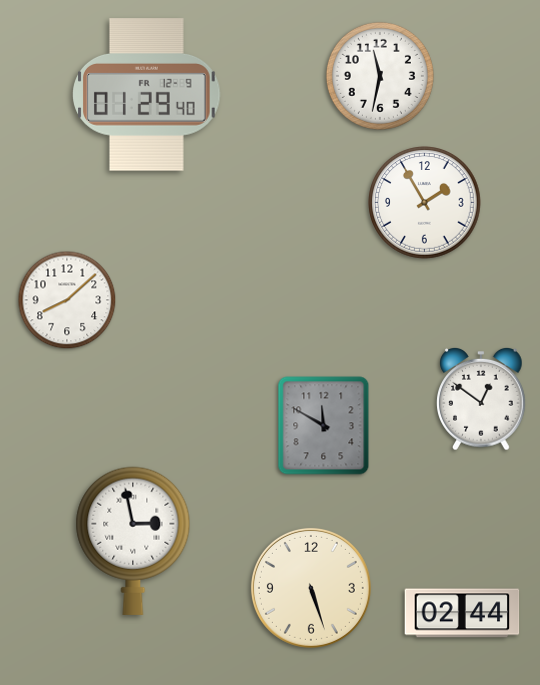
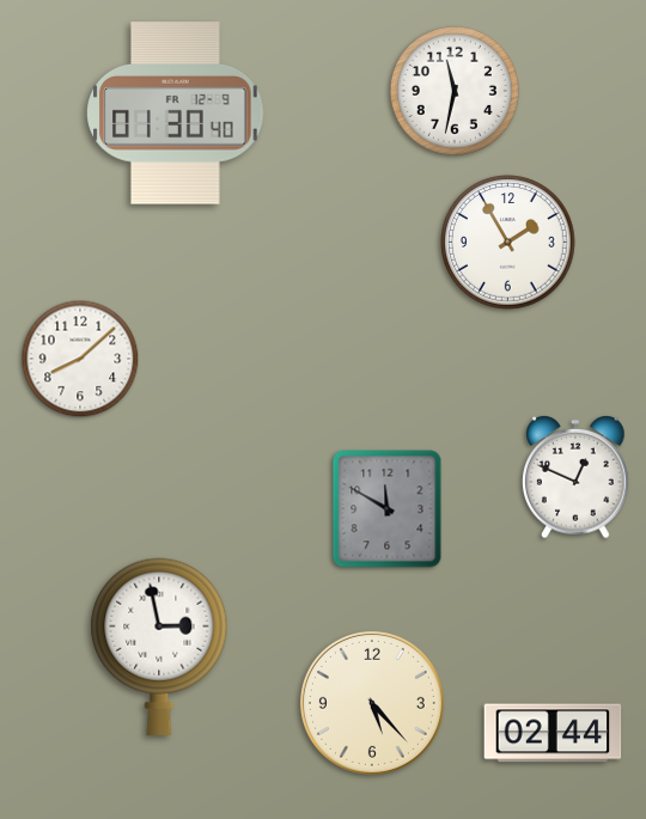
clock at (147, 95): 01:29 -> 01:30
clock at (481, 400): 12:51 -> 12:49
clock at (311, 588): 5:27 -> 5:23
